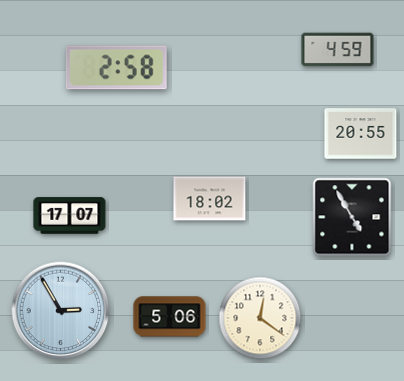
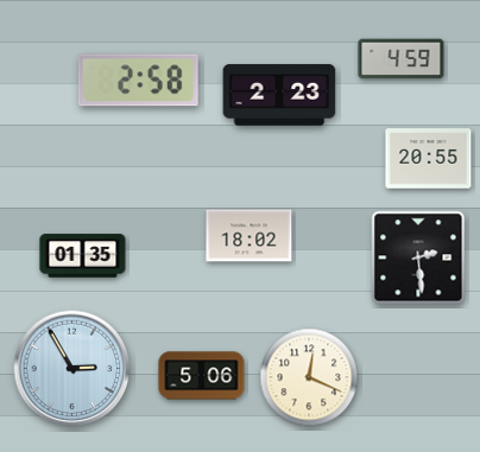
clock at (279, 95): none -> 2:23
clock at (70, 216): 17:07 -> 01:35
clock at (352, 217): 4:55 -> 2:29
clock at (260, 318): 12:21 -> 12:19
